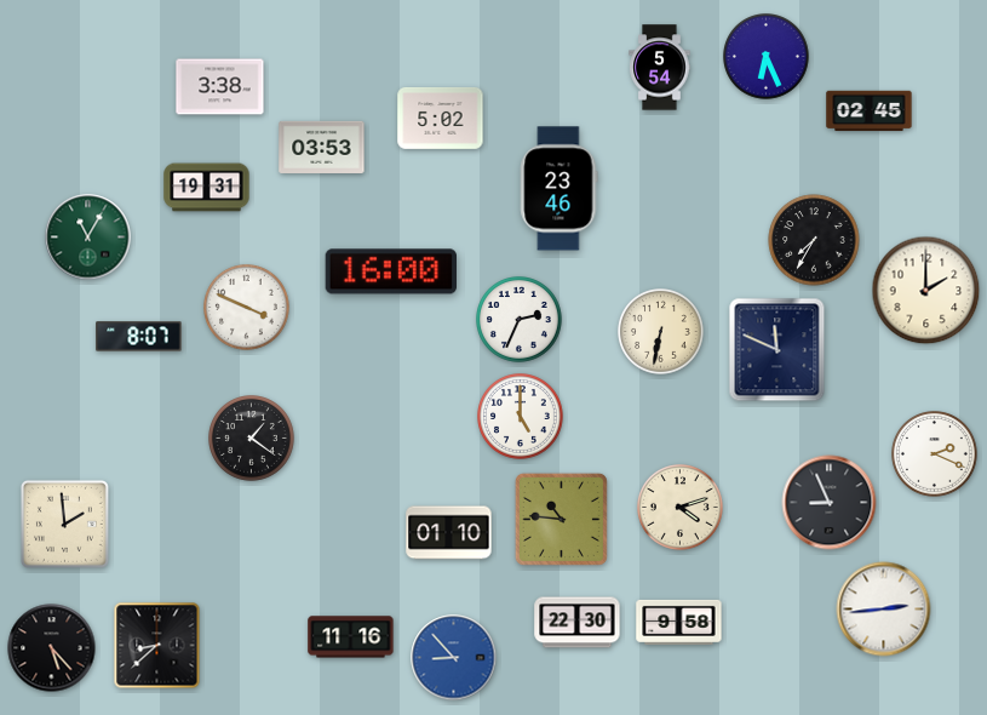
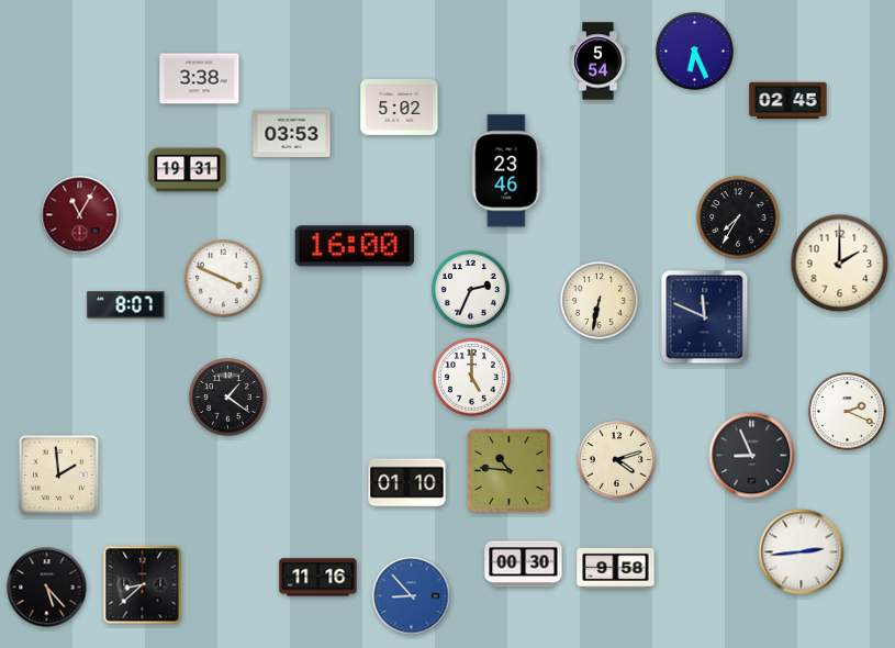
clock at (88, 238) dial: green -> burgundy
clock at (679, 622) position: (679, 622) -> (616, 568)
clock at (578, 623): 22:30 -> 00:30
